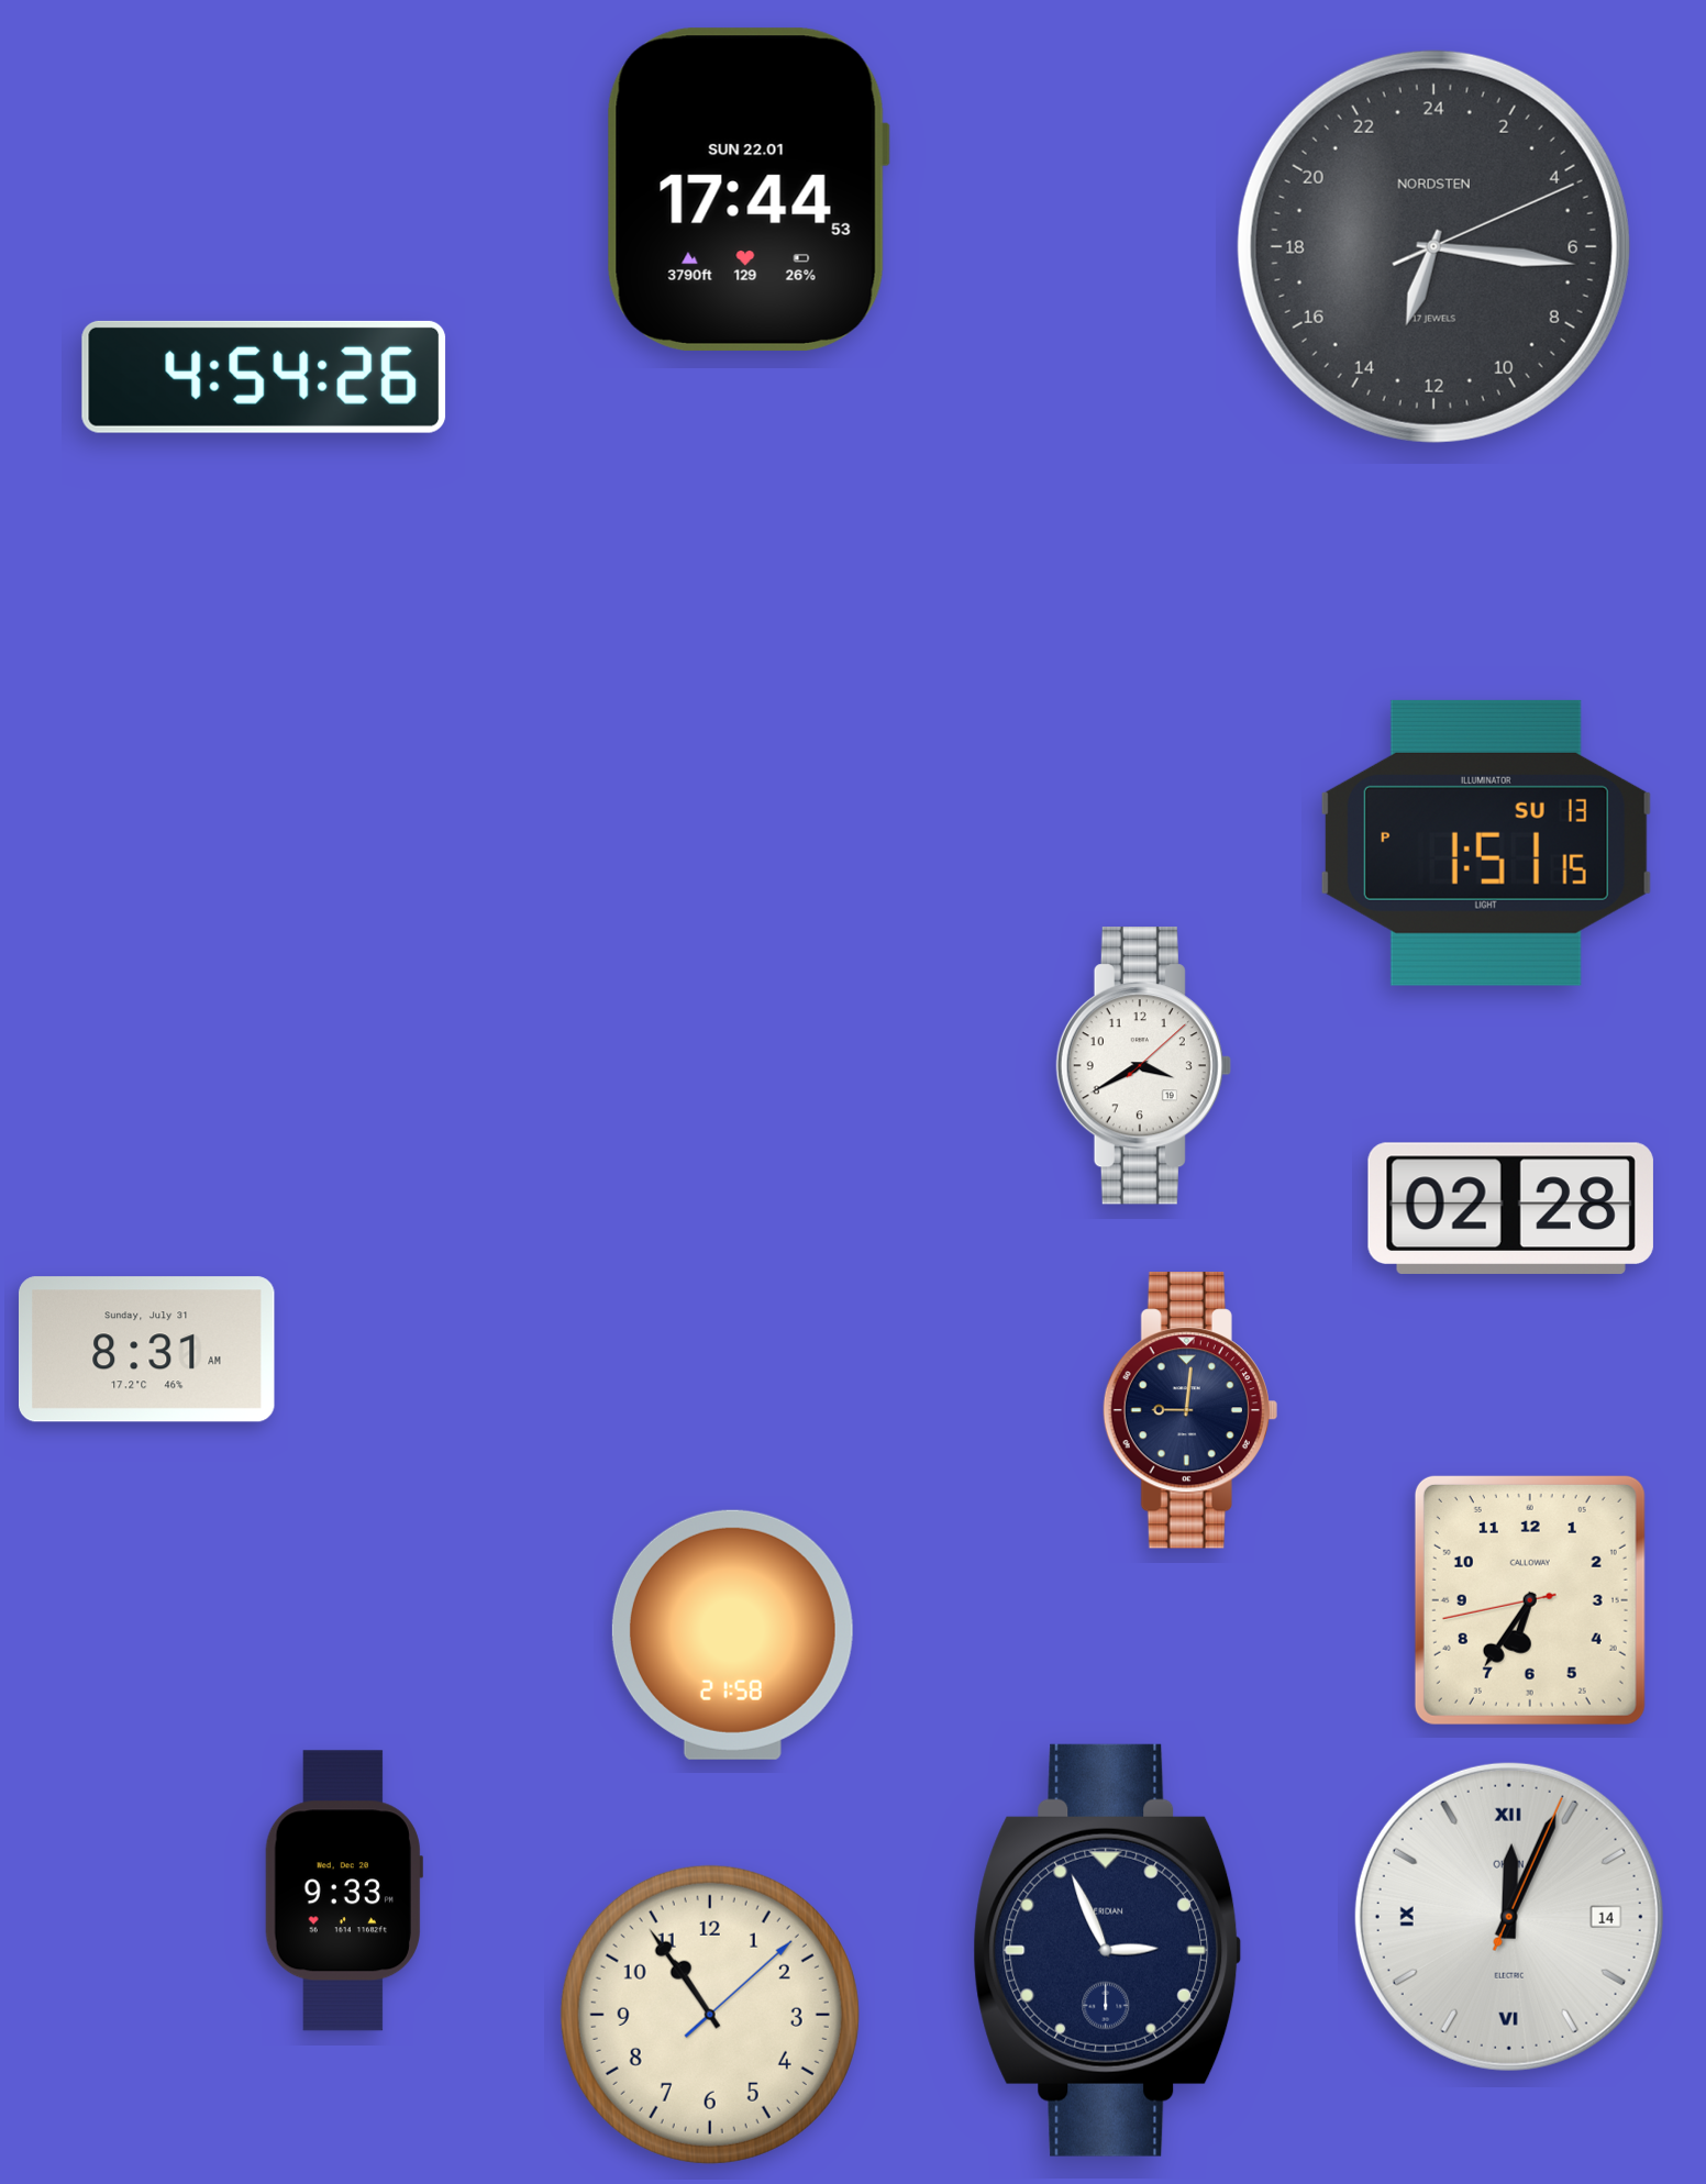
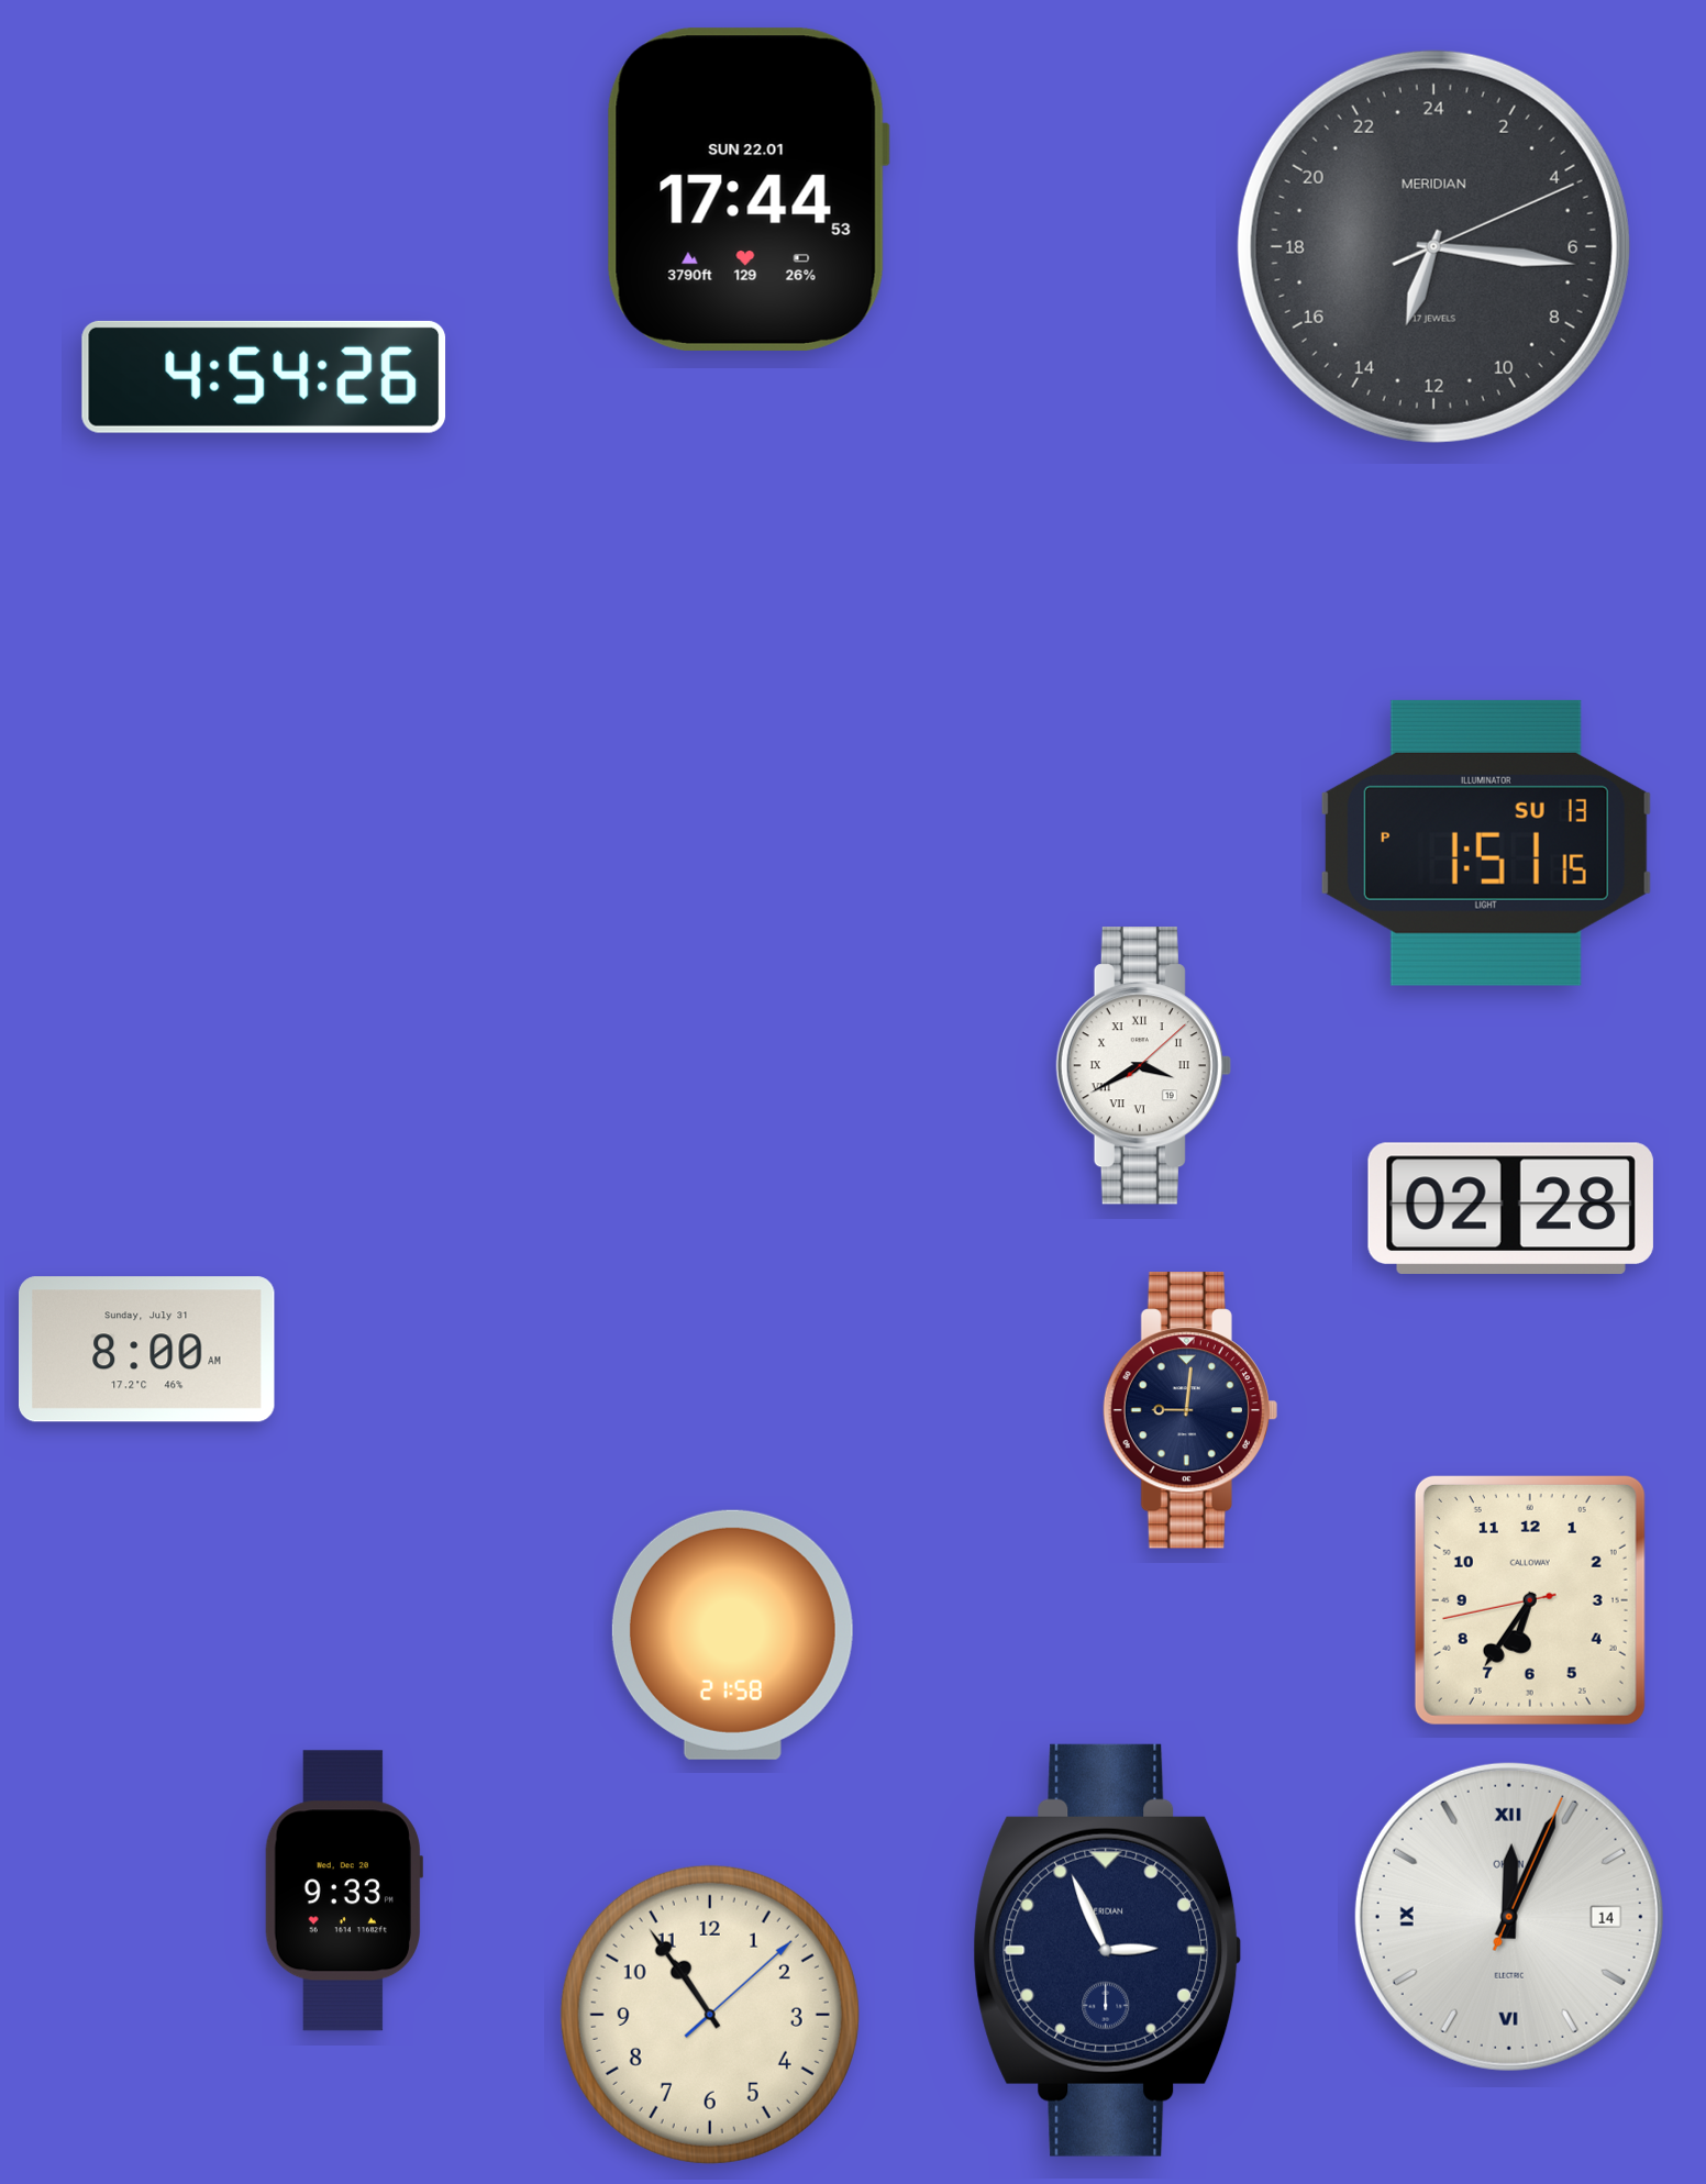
clock at (1433, 246) brand: NORDSTEN -> MERIDIAN
clock at (1143, 1066) numerals: Arabic -> Roman
clock at (147, 1350): 8:31 -> 8:00
